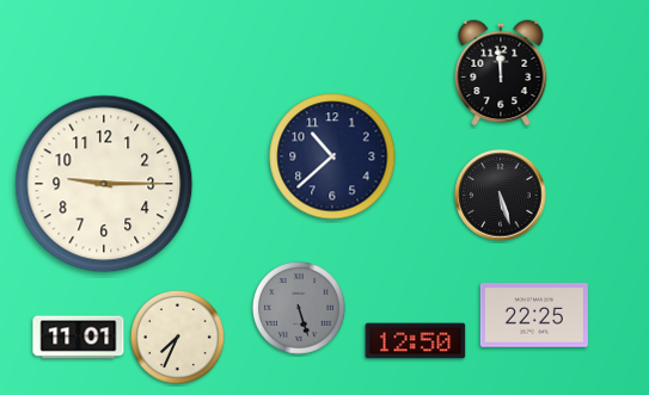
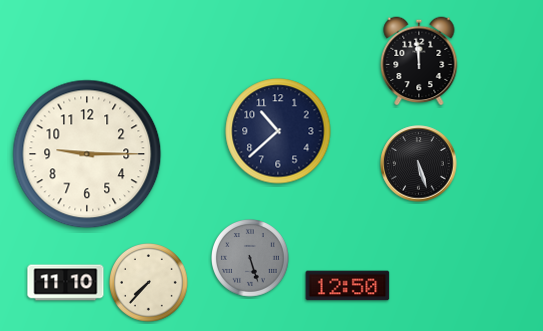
clock at (534, 315): 22:25 -> none
clock at (79, 338): 11:01 -> 11:10
clock at (178, 338): 7:34 -> 7:37
